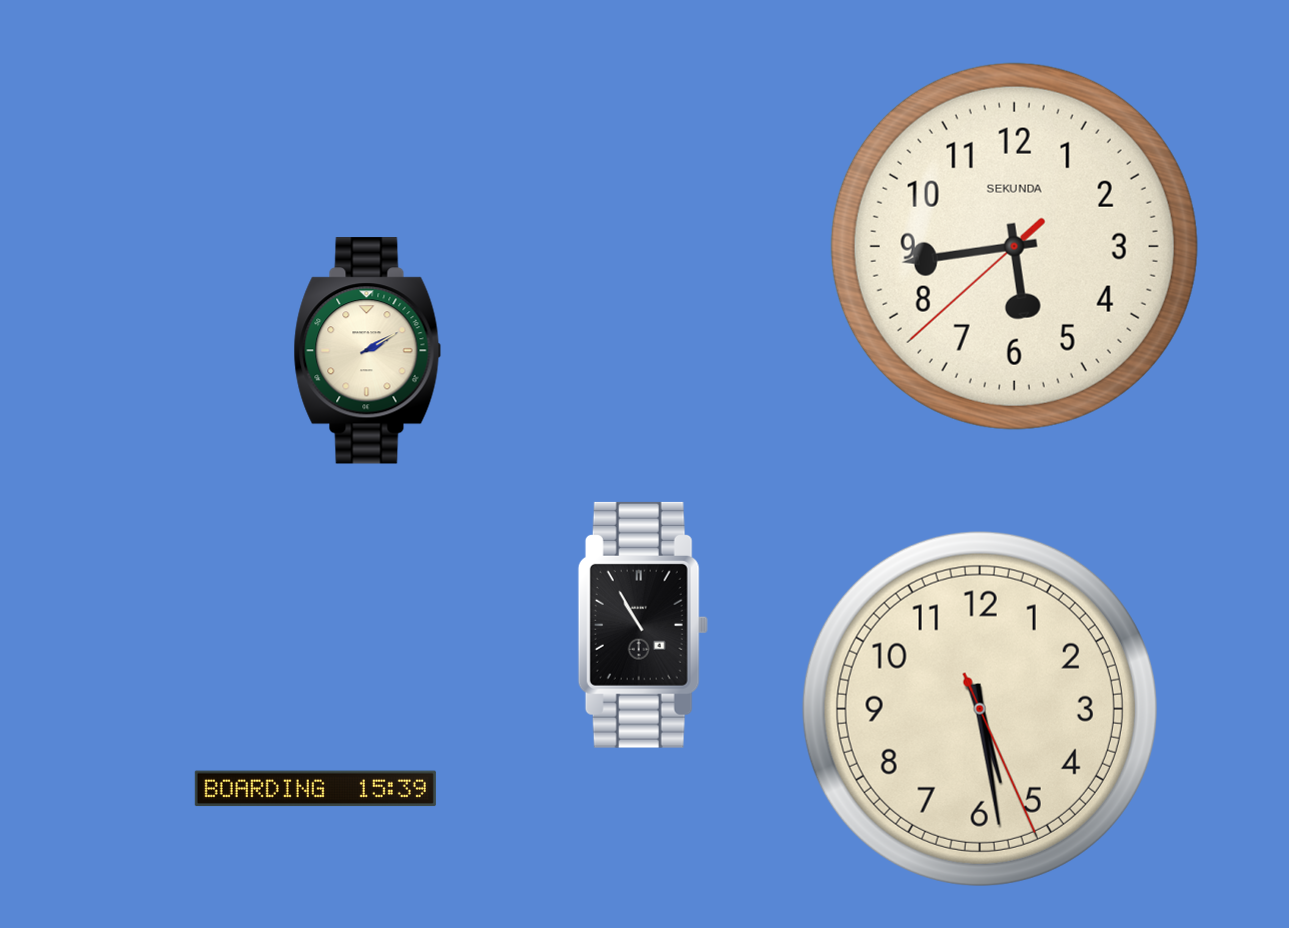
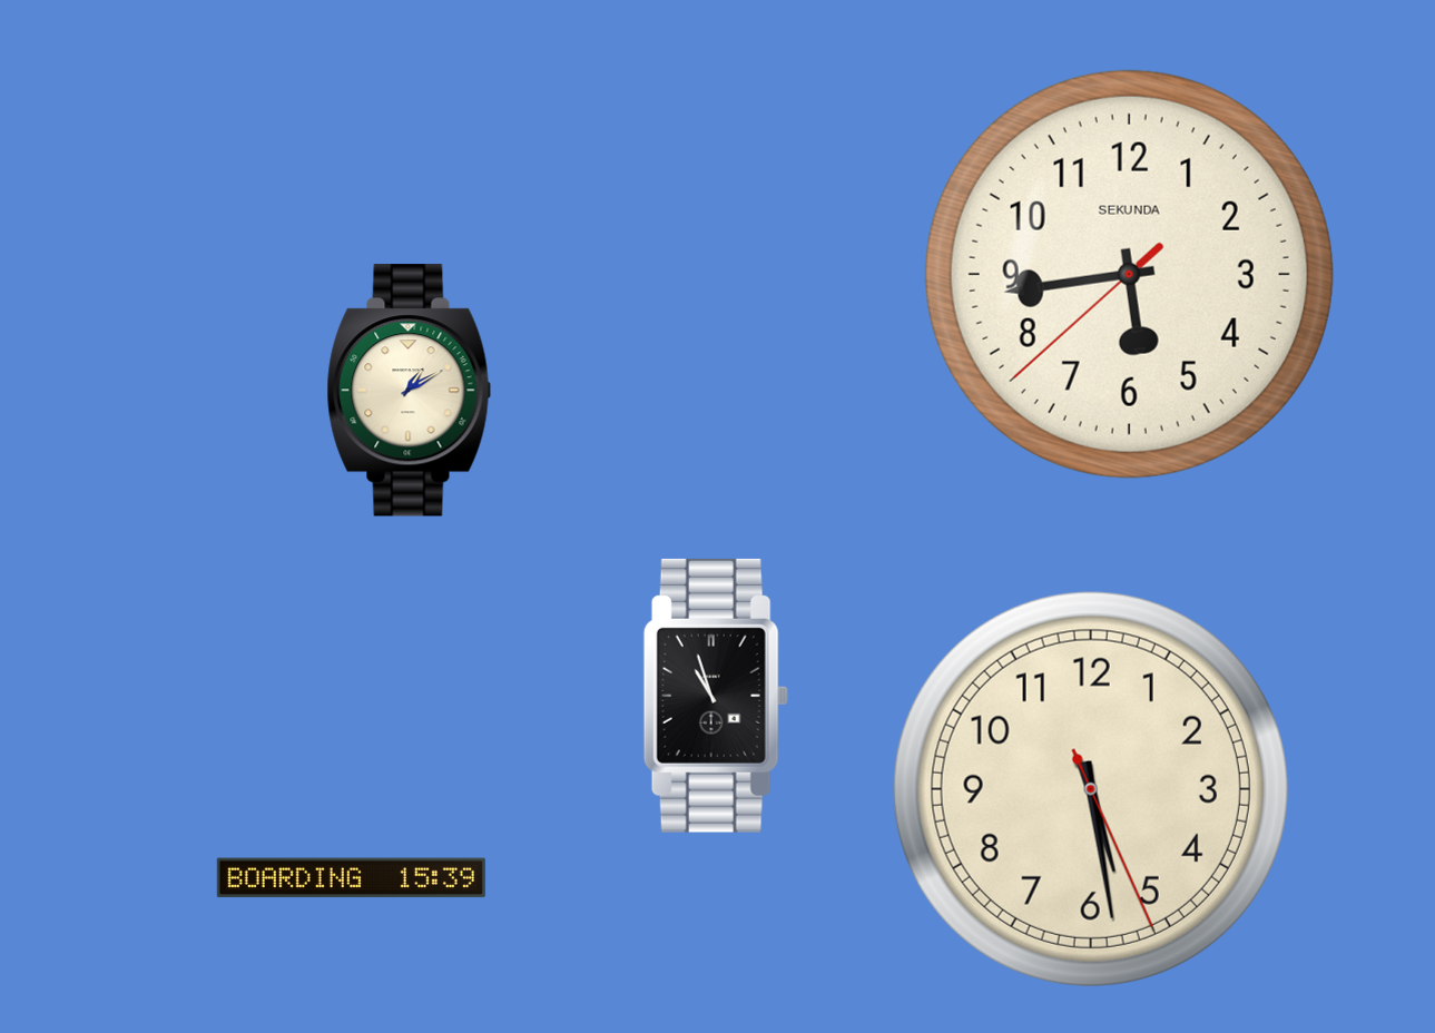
clock at (368, 351): 2:10 -> 1:10
clock at (643, 625): 10:55 -> 10:57
